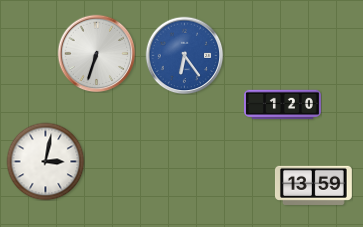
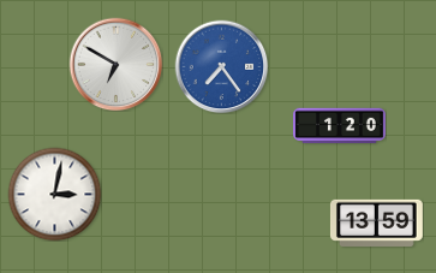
clock at (96, 53): 6:33 -> 6:50
clock at (184, 55): 6:24 -> 7:24
